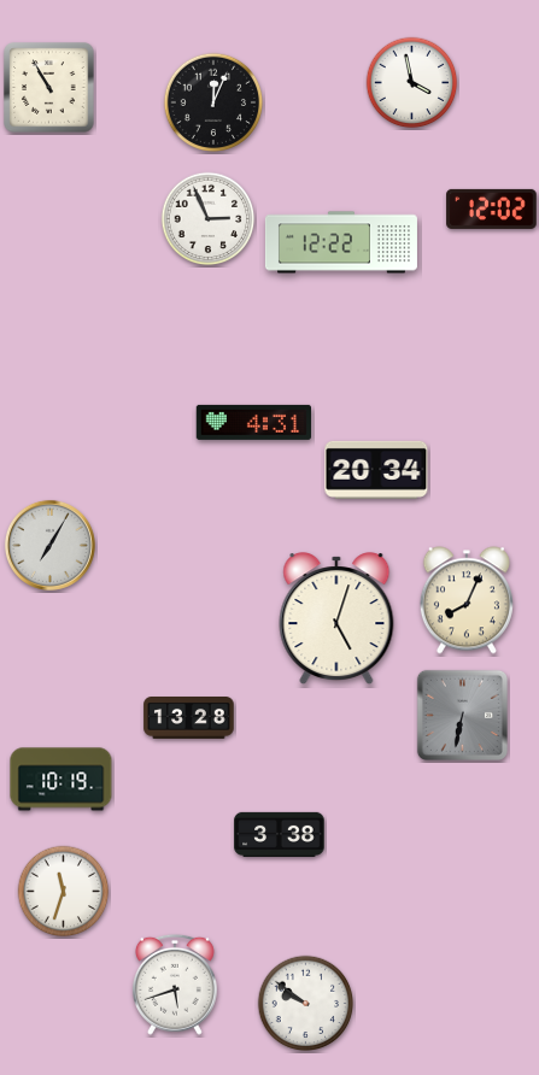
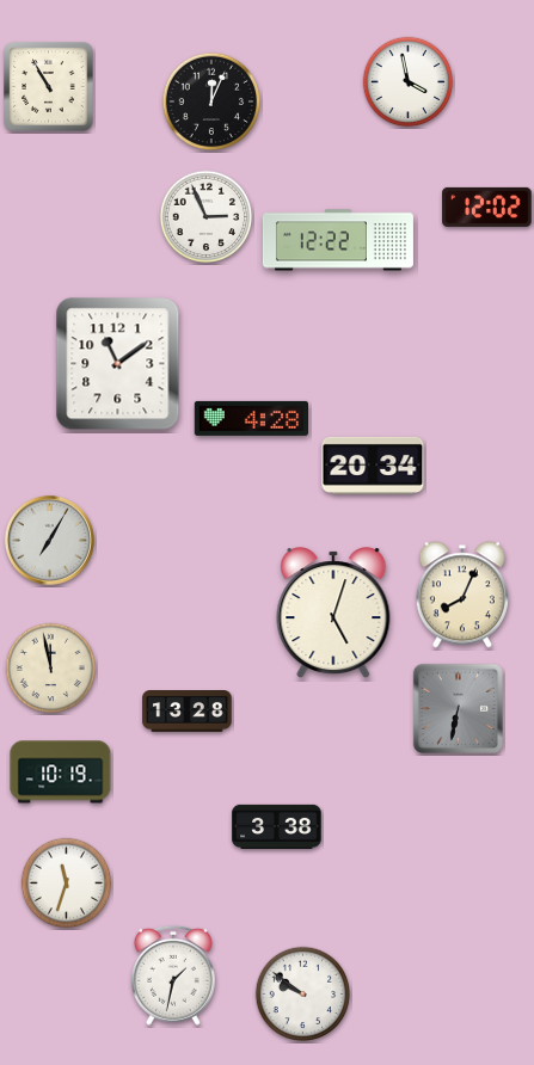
clock at (118, 364): none -> 11:09
clock at (253, 422): 4:31 -> 4:28
clock at (51, 669): none -> 11:58
clock at (64, 892) position: (64, 892) -> (67, 884)
clock at (175, 985): 5:42 -> 1:32
